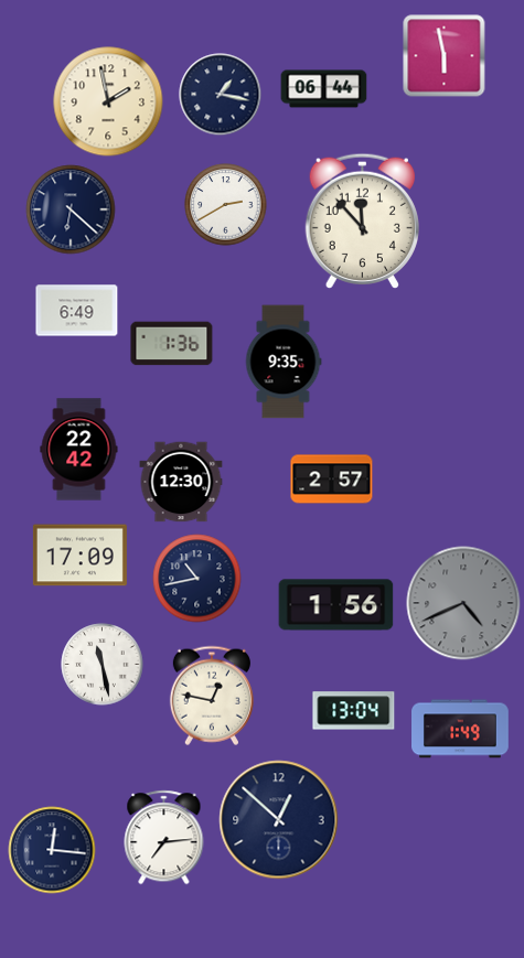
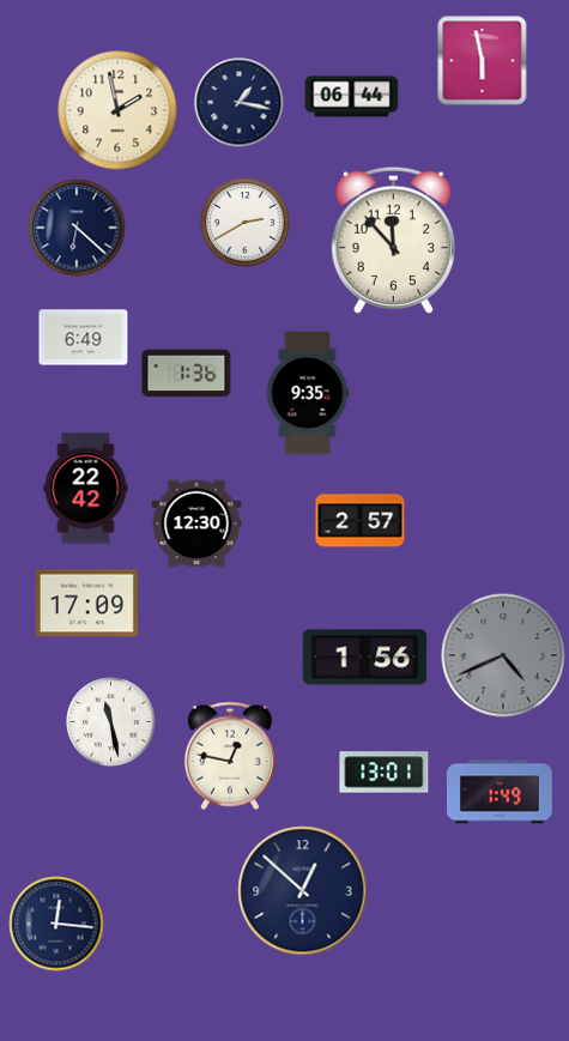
clock at (197, 579): 10:43 -> none
clock at (354, 711): 13:04 -> 13:01
clock at (164, 838): 7:14 -> none
